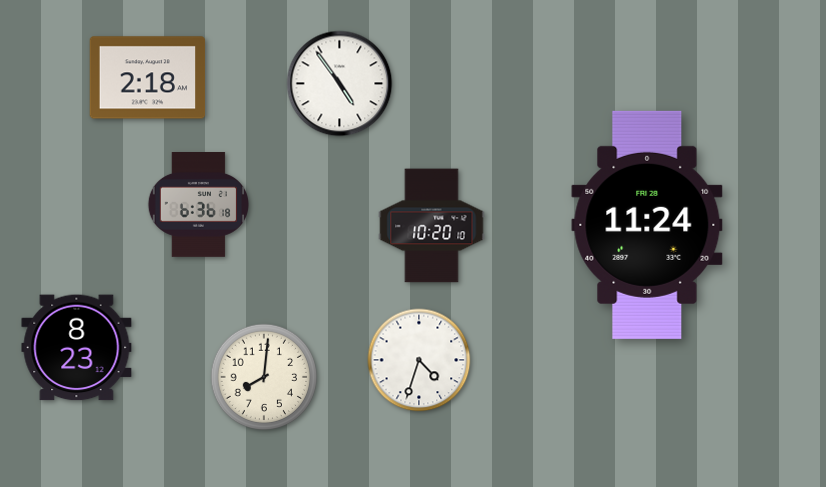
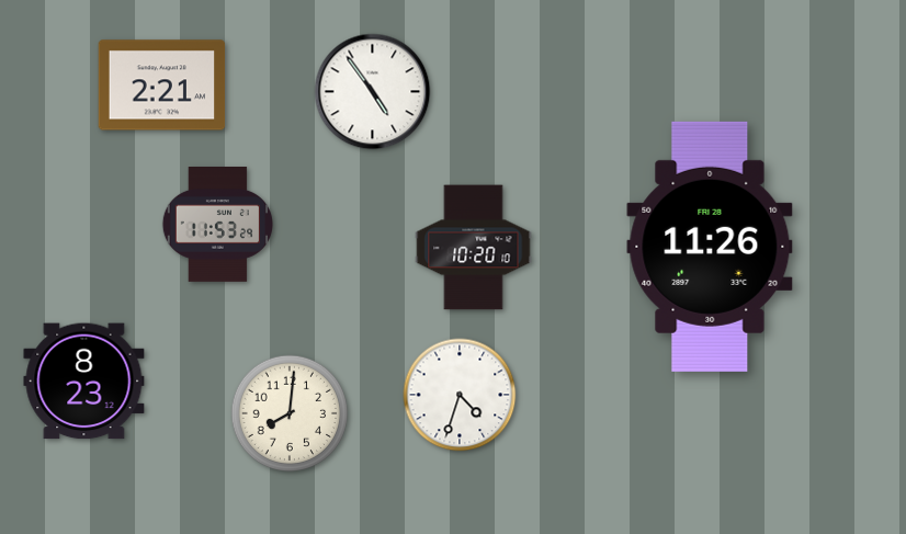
clock at (148, 78): 2:18 -> 2:21
clock at (198, 205): 6:36 -> 11:53
clock at (647, 225): 11:24 -> 11:26
